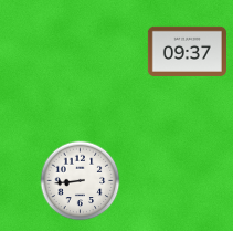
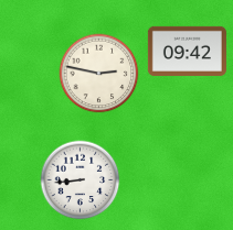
clock at (187, 51): 09:37 -> 09:42
clock at (99, 74): none -> 2:47
